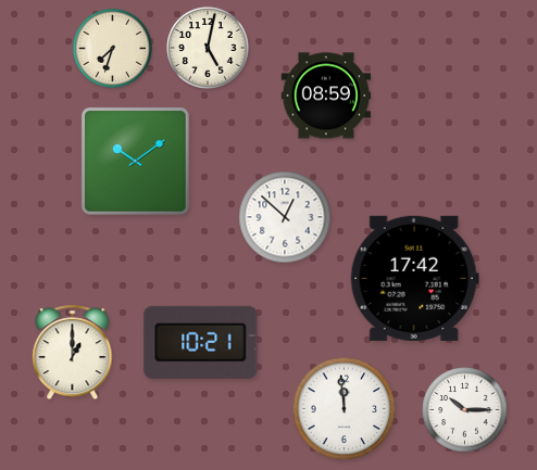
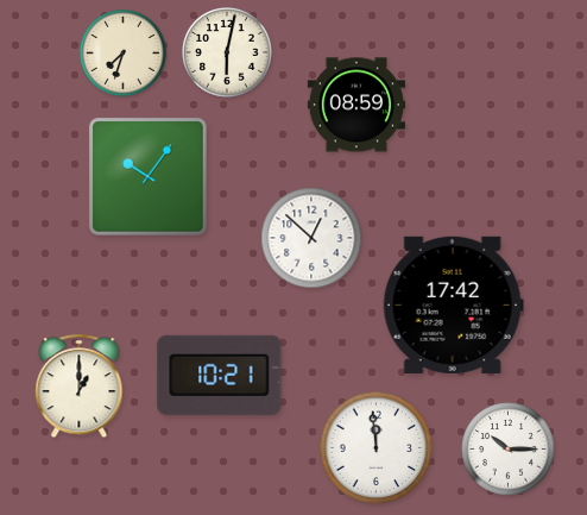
clock at (208, 48): 5:02 -> 6:02
clock at (136, 162): 10:09 -> 10:06
